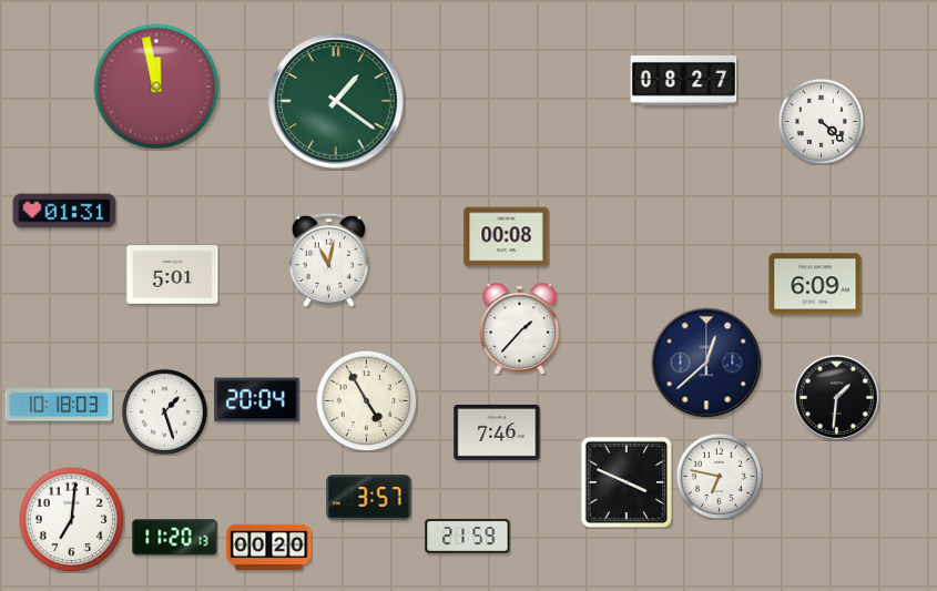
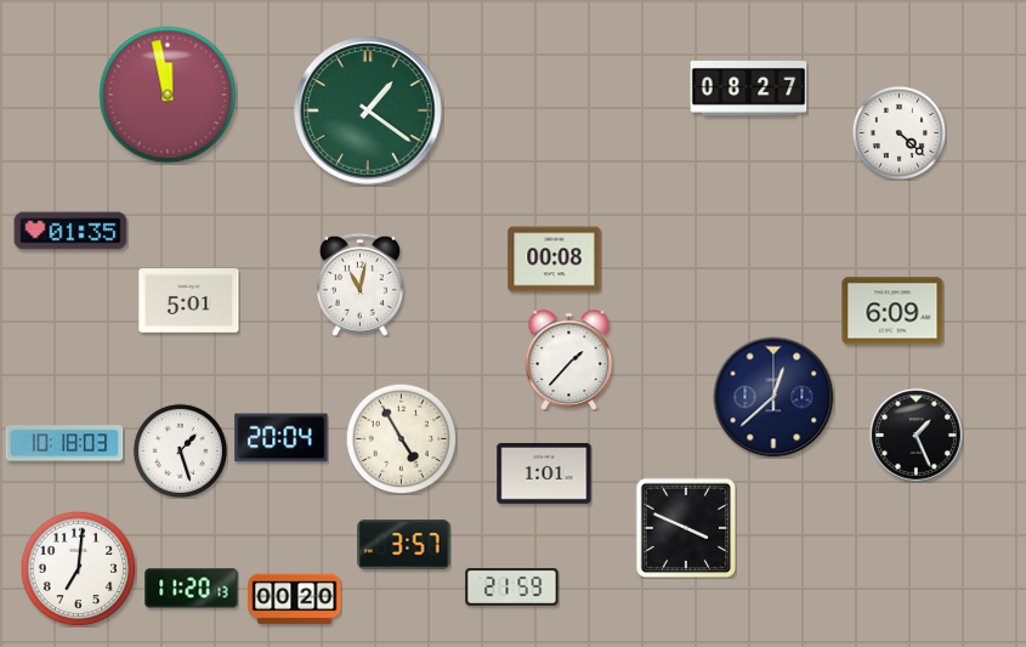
clock at (156, 86) position: (156, 86) -> (168, 95)
clock at (64, 211): 01:31 -> 01:35
clock at (836, 397): 1:31 -> 1:26
clock at (497, 432): 7:46 -> 1:01
clock at (719, 476): 6:47 -> none
